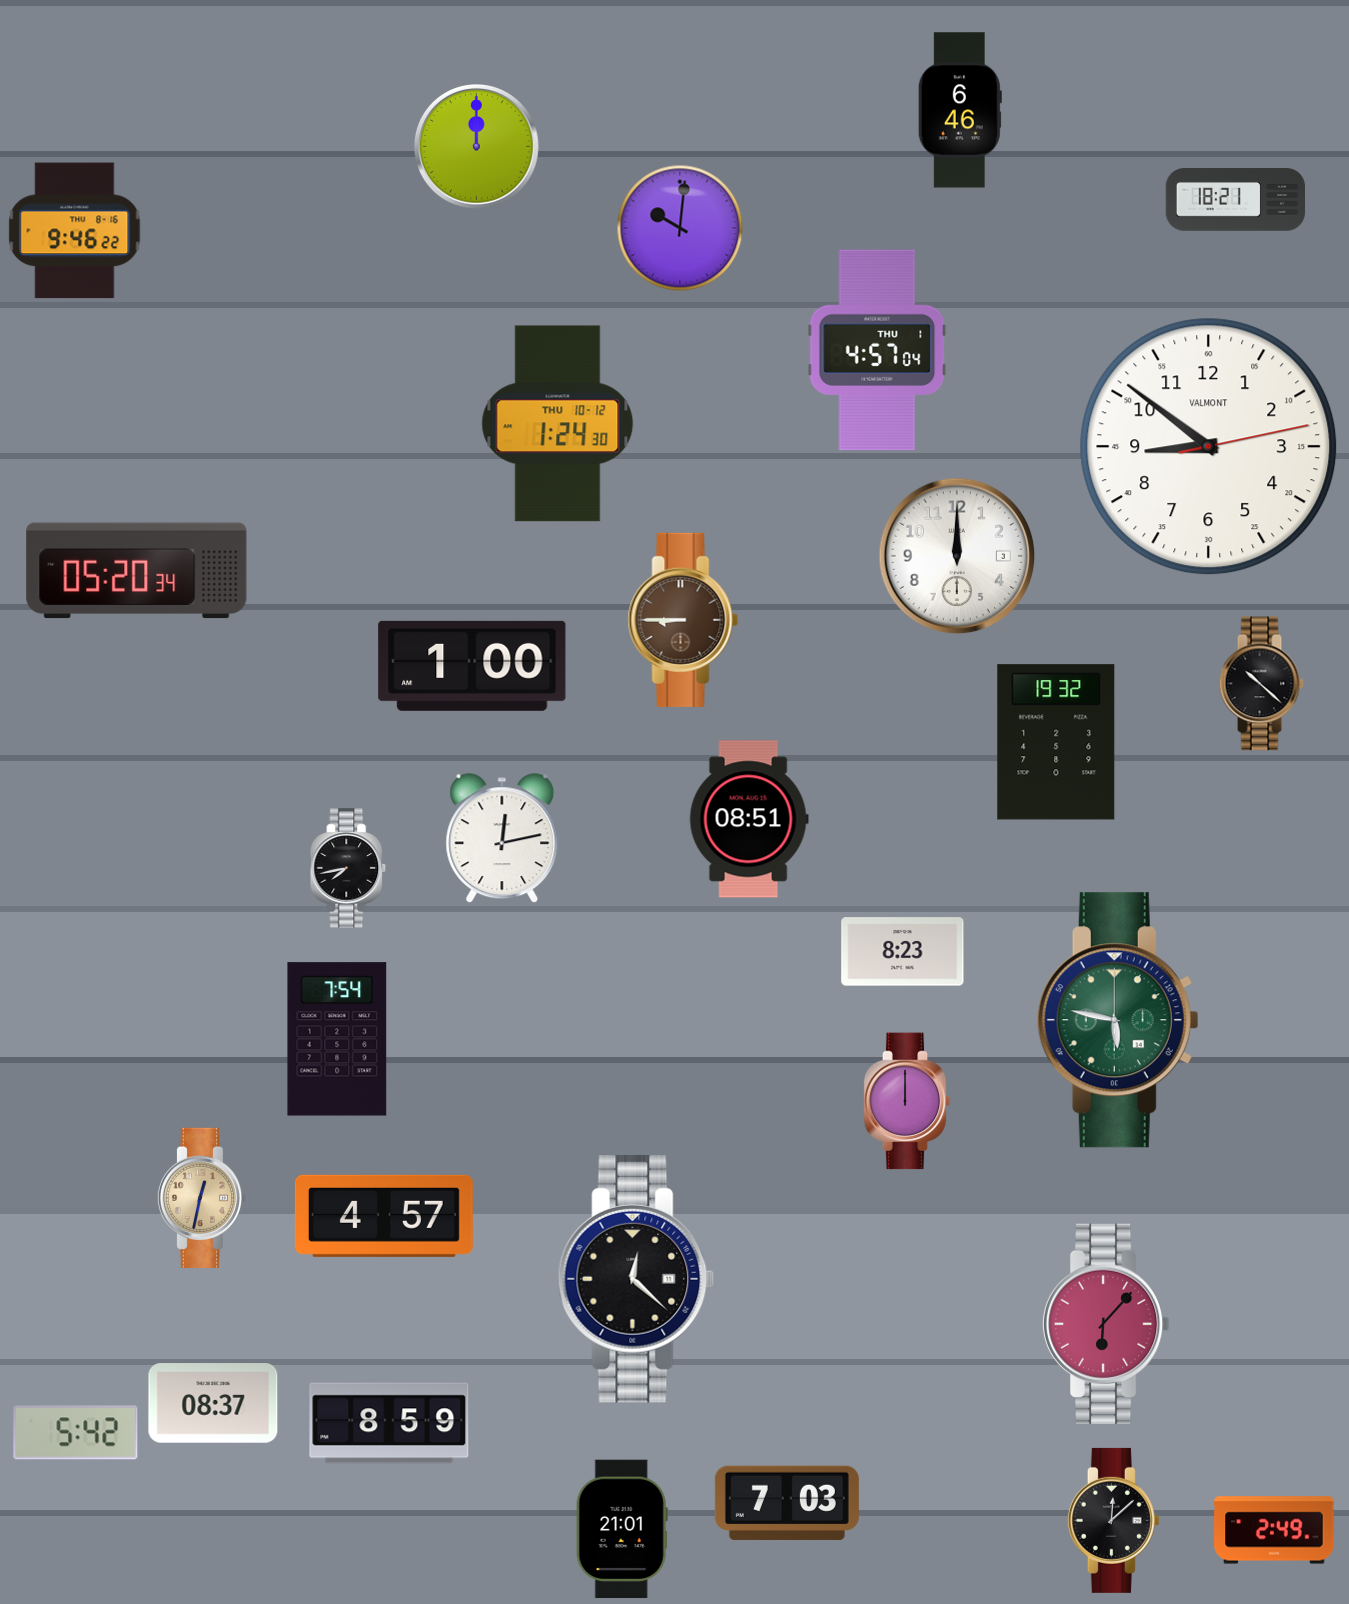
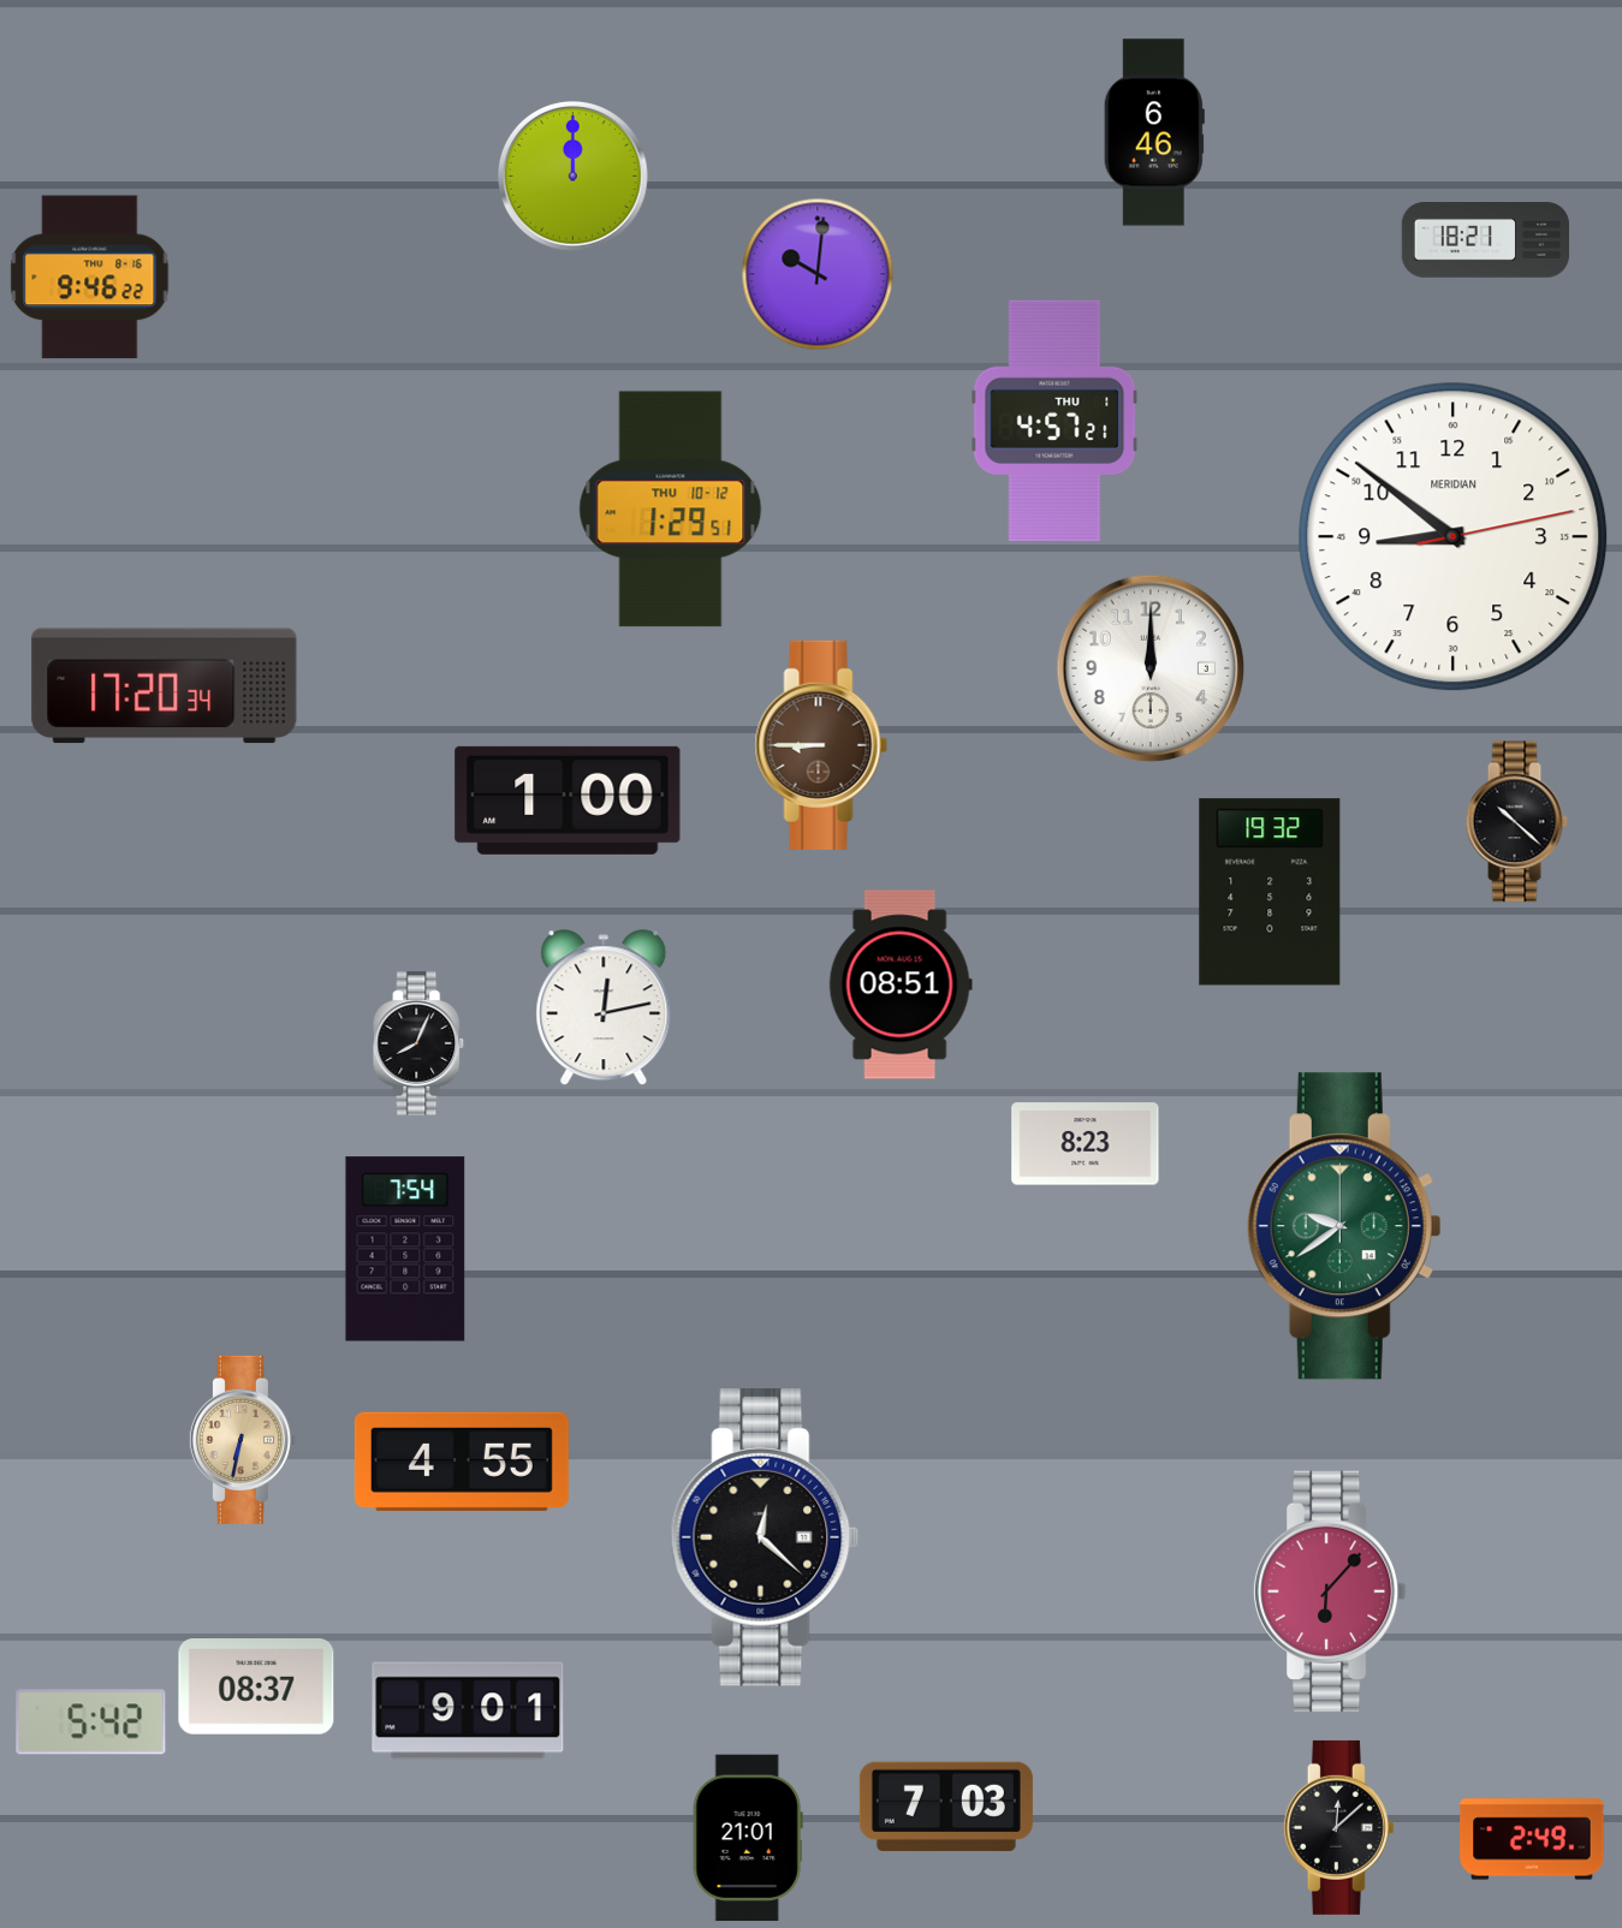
clock at (877, 350): 4:57:04 -> 4:57:21
clock at (558, 424): 1:24 -> 1:29
clock at (1209, 447) brand: VALMONT -> MERIDIAN
clock at (137, 571): 05:20 -> 17:20
clock at (348, 868): 7:43 -> 8:04
clock at (1118, 1020): 5:47 -> 9:39
clock at (907, 1101): 12:00 -> none
clock at (202, 1198): 12:32 -> 6:32
clock at (384, 1216): 4:57 -> 4:55
clock at (389, 1423): 8:59 -> 9:01
